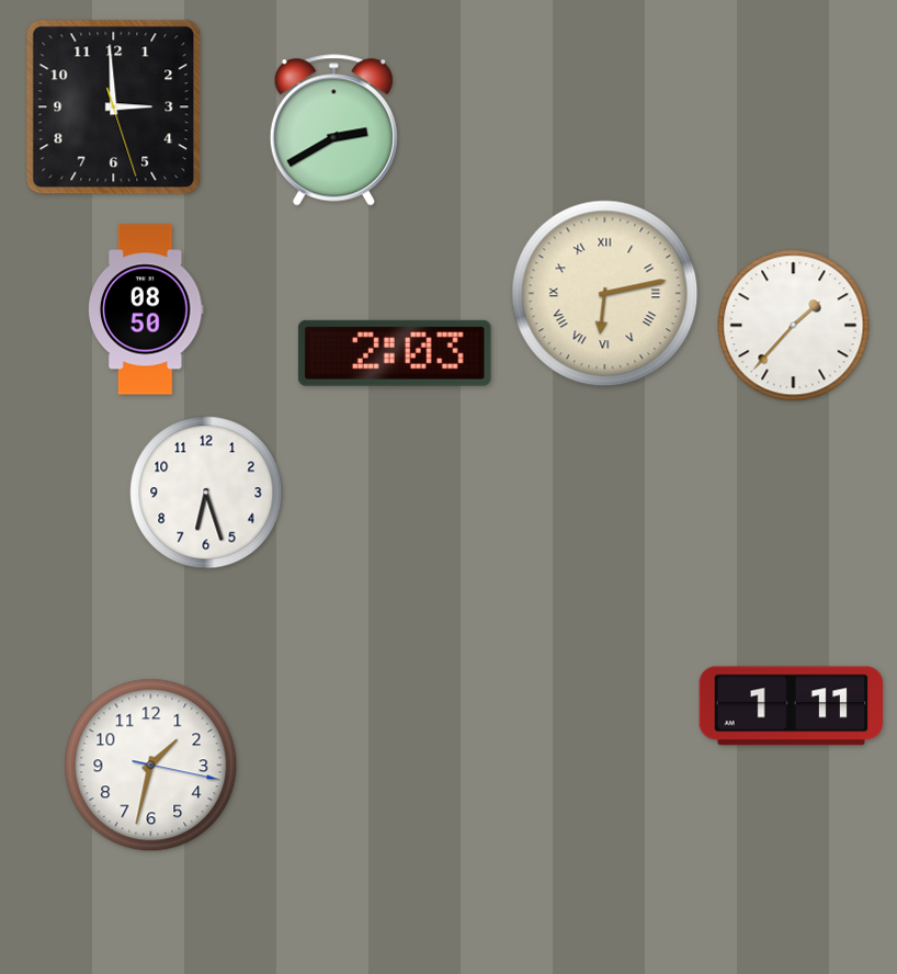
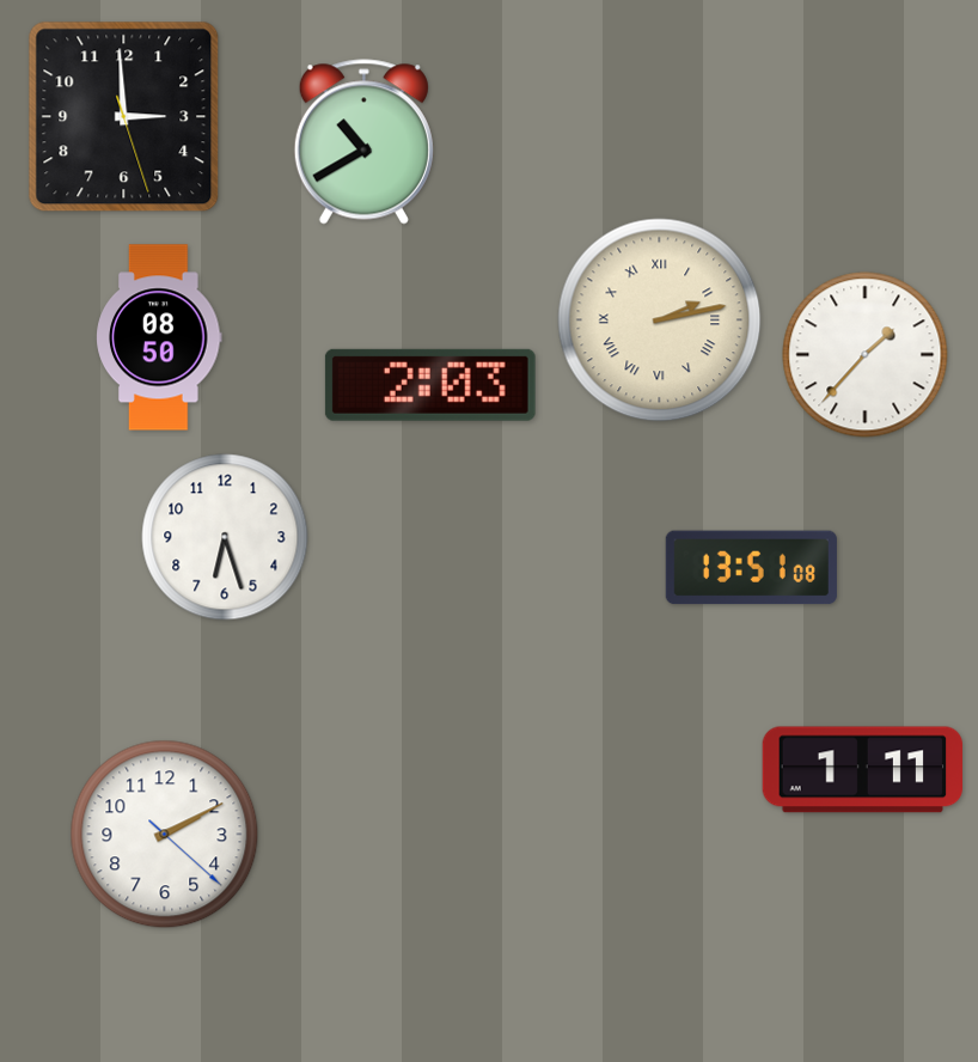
clock at (333, 131): 2:40 -> 10:40
clock at (605, 294): 6:13 -> 2:13
clock at (751, 568): none -> 13:51
clock at (151, 766): 1:32 -> 2:10
